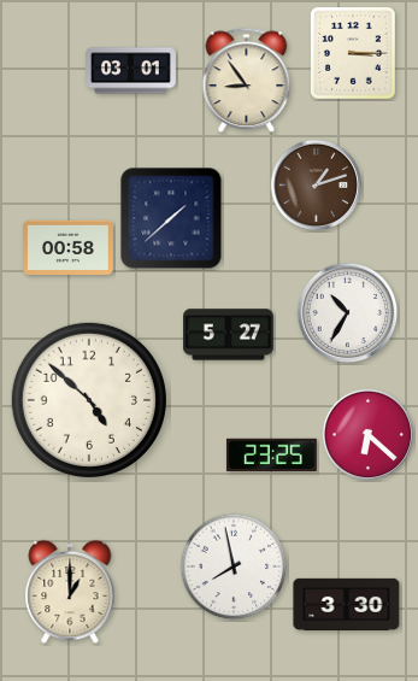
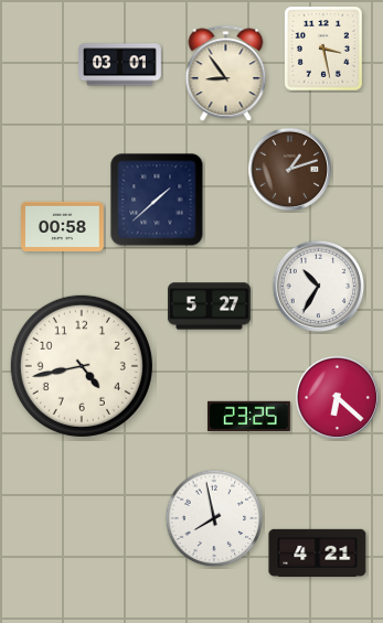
clock at (354, 53): 3:15 -> 3:28
clock at (89, 400): 4:52 -> 4:43
clock at (70, 592): 1:00 -> none
clock at (347, 604): 3:30 -> 4:21
